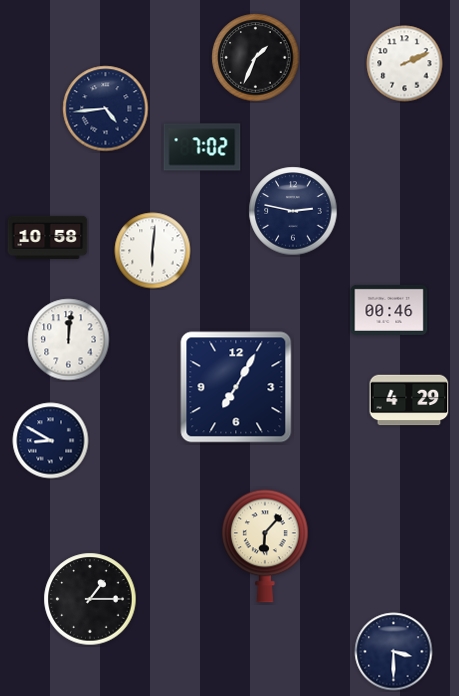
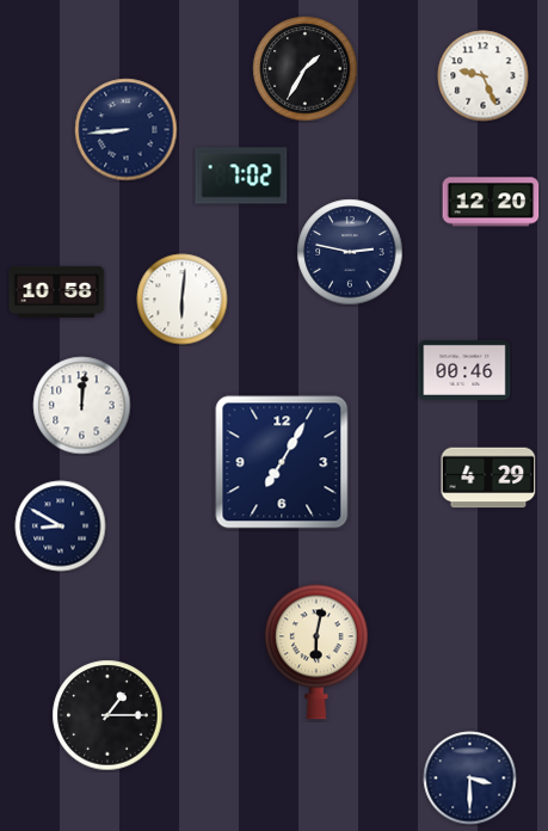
clock at (256, 58): 1:34 -> 1:35
clock at (405, 64): 2:11 -> 9:26
clock at (106, 109): 4:44 -> 8:44
clock at (491, 202): none -> 12:20
clock at (48, 237) position: (48, 237) -> (57, 291)
clock at (266, 546): 6:07 -> 6:02
